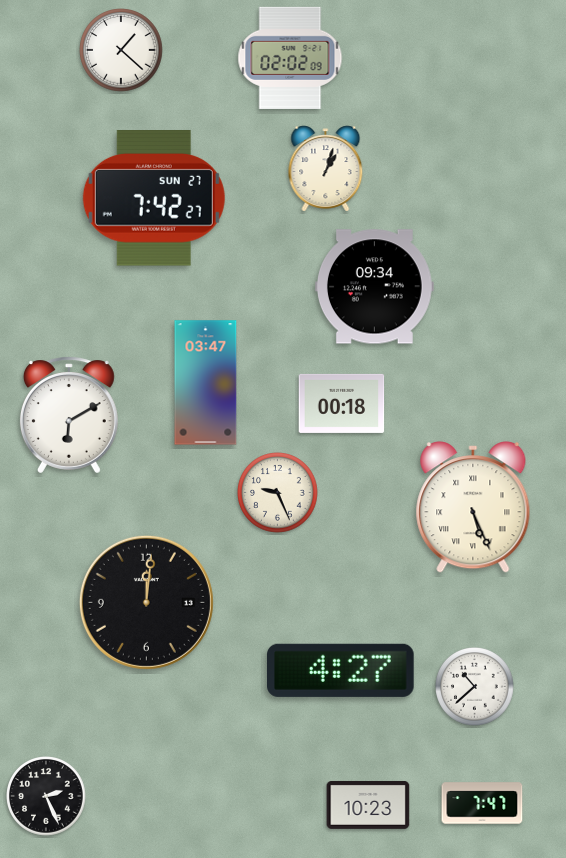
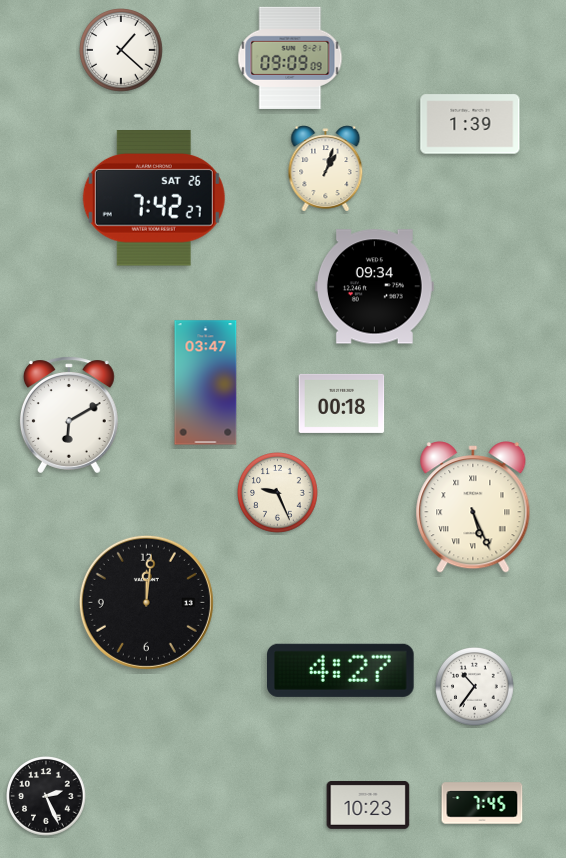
clock at (290, 58): 02:02 -> 09:09
clock at (470, 124): none -> 1:39
clock at (154, 199) date: SUN 27 -> SAT 26
clock at (475, 687): 10:38 -> 10:36
clock at (482, 803): 7:47 -> 7:45
